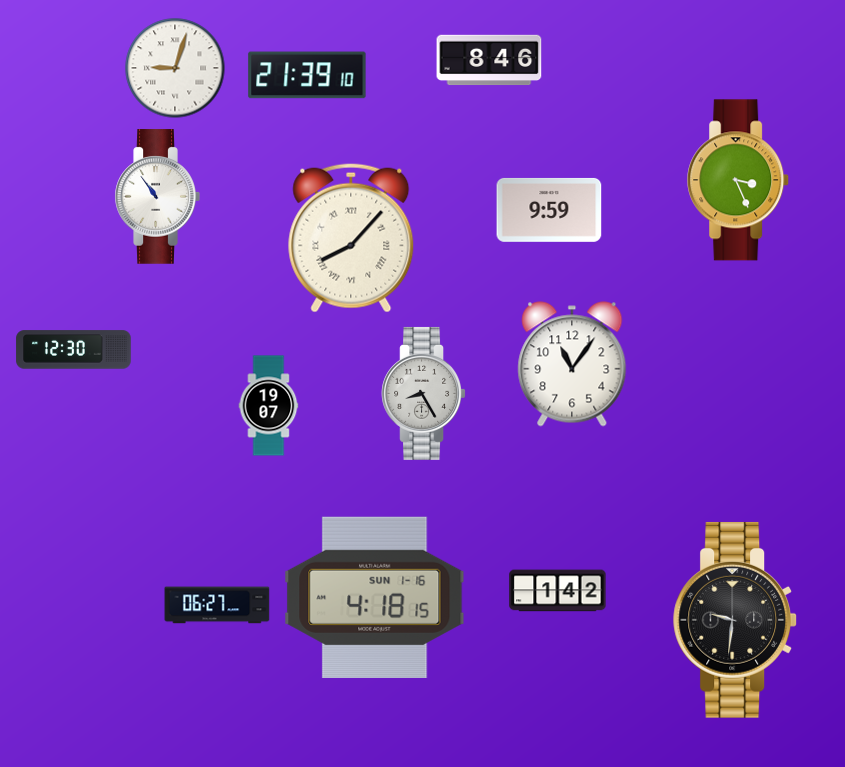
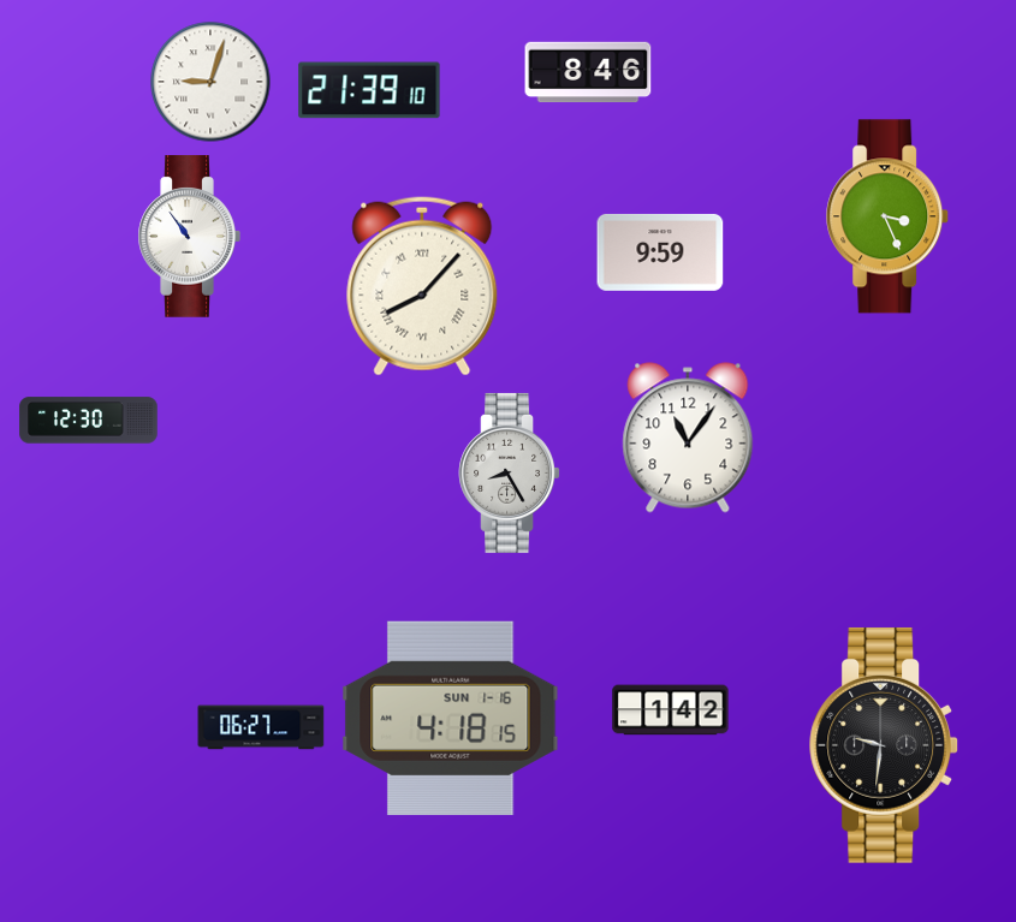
clock at (269, 406): 19:07 -> none
